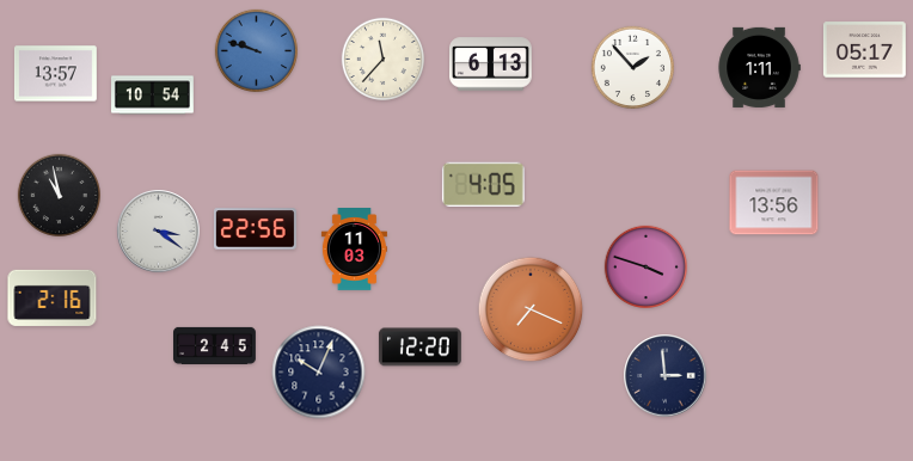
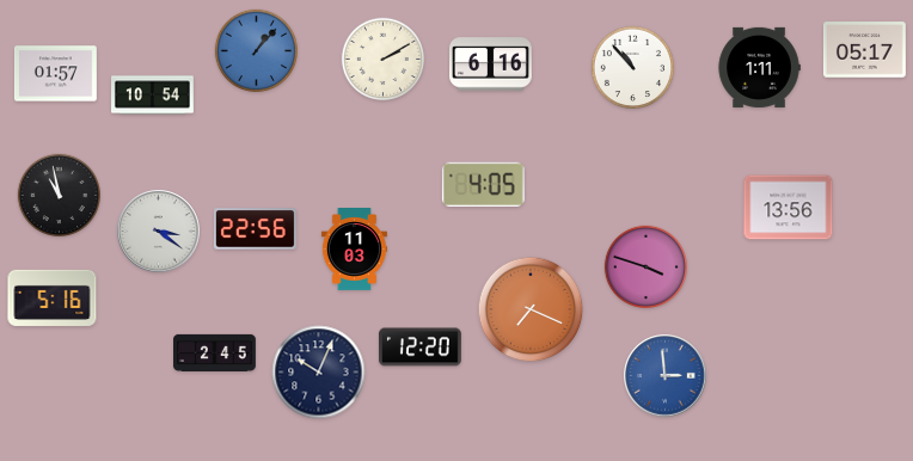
clock at (256, 50): 9:48 -> 1:07
clock at (382, 59): 11:37 -> 2:10
clock at (491, 64): 6:13 -> 6:16
clock at (632, 67): 1:53 -> 10:53
clock at (56, 74): 13:57 -> 01:57
clock at (774, 203) position: (774, 203) -> (789, 208)
clock at (53, 297): 2:16 -> 5:16
clock at (215, 345) position: (215, 345) -> (215, 352)
clock at (666, 376) dial: navy -> blue
